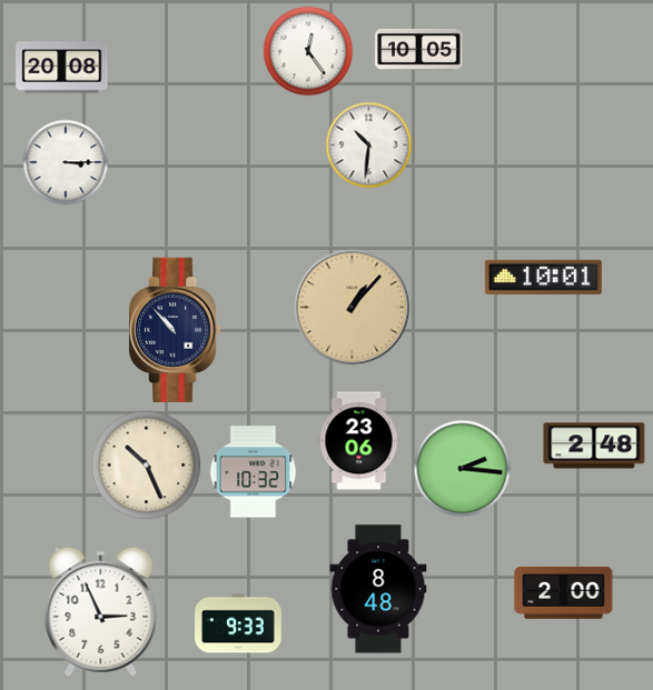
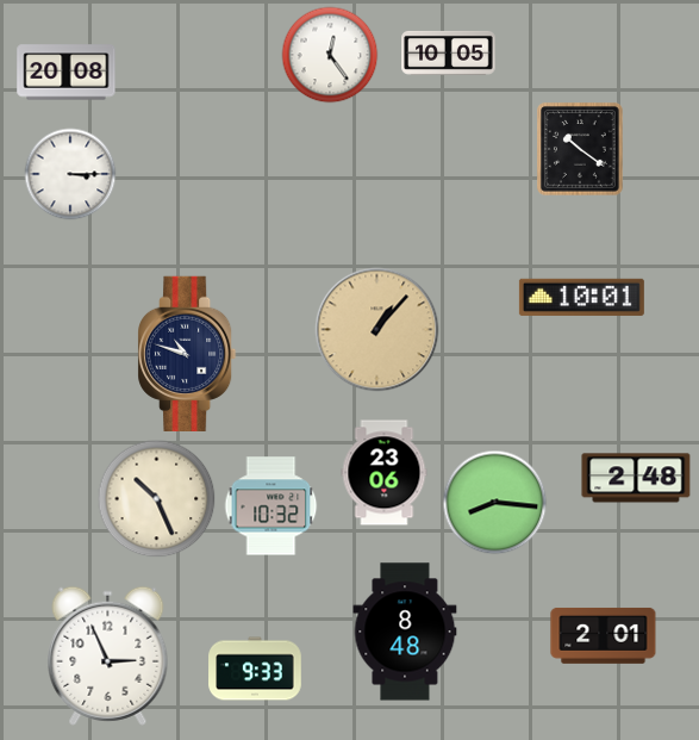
clock at (581, 149): none -> 10:21
clock at (369, 146): 10:31 -> none
clock at (175, 329): 10:53 -> 10:48
clock at (463, 469): 2:16 -> 8:16
clock at (564, 592): 2:00 -> 2:01
